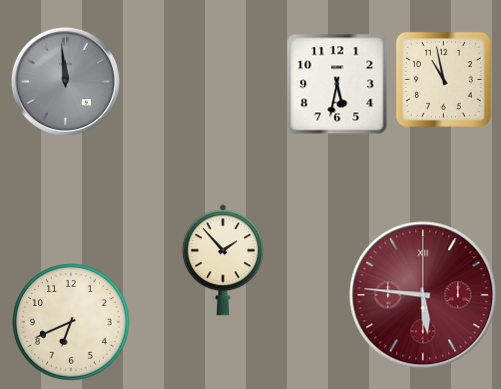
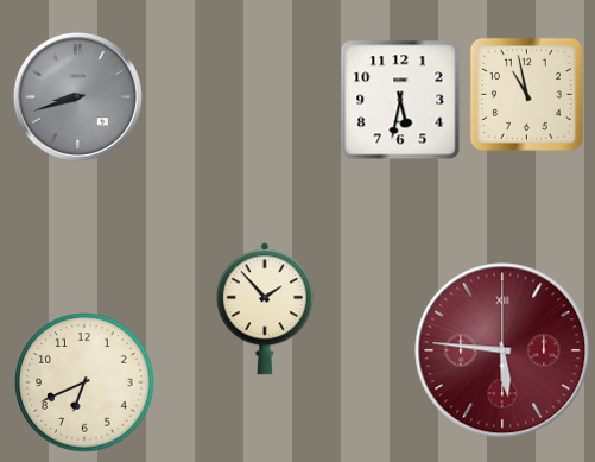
clock at (65, 81): 11:59 -> 8:42
